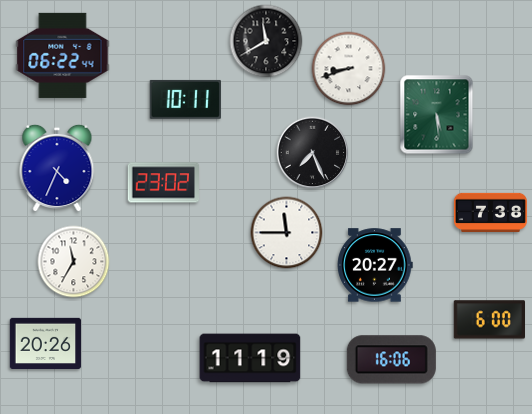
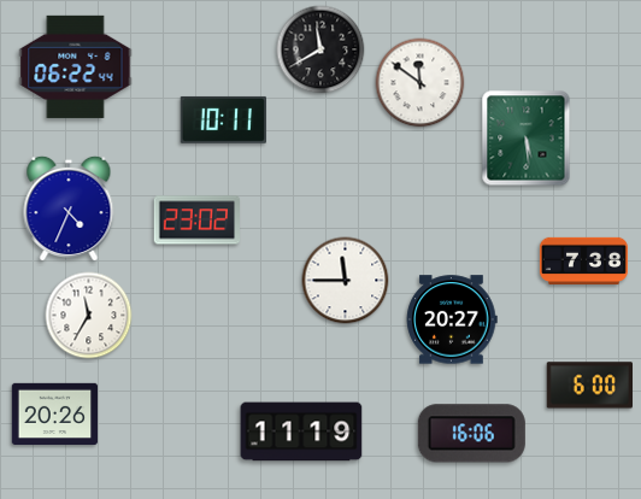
clock at (349, 69): 8:42 -> 11:51
clock at (313, 153): 7:26 -> none
clock at (57, 167) position: (57, 167) -> (69, 207)
clock at (490, 212) position: (490, 212) -> (583, 260)
